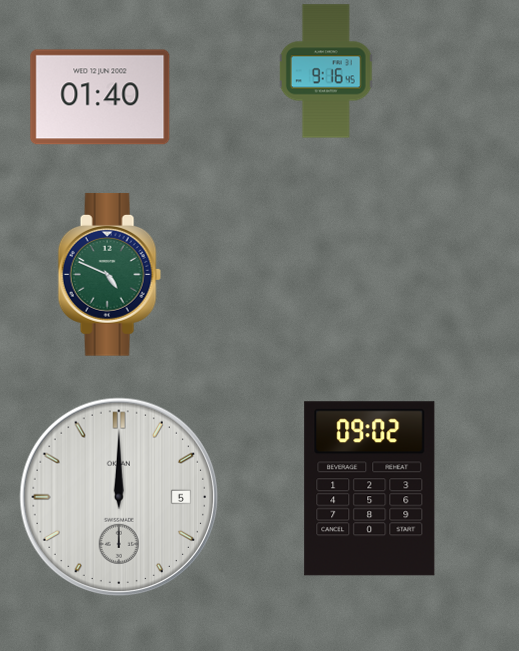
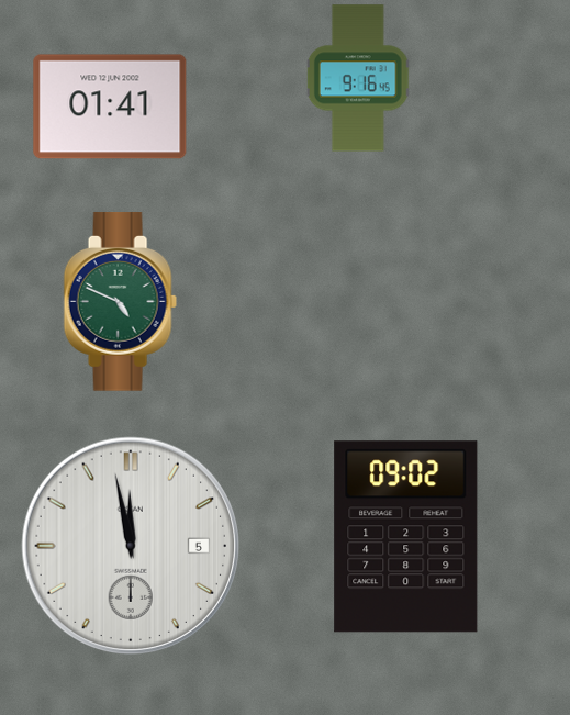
clock at (100, 97): 01:40 -> 01:41
clock at (118, 496): 12:00 -> 11:58
